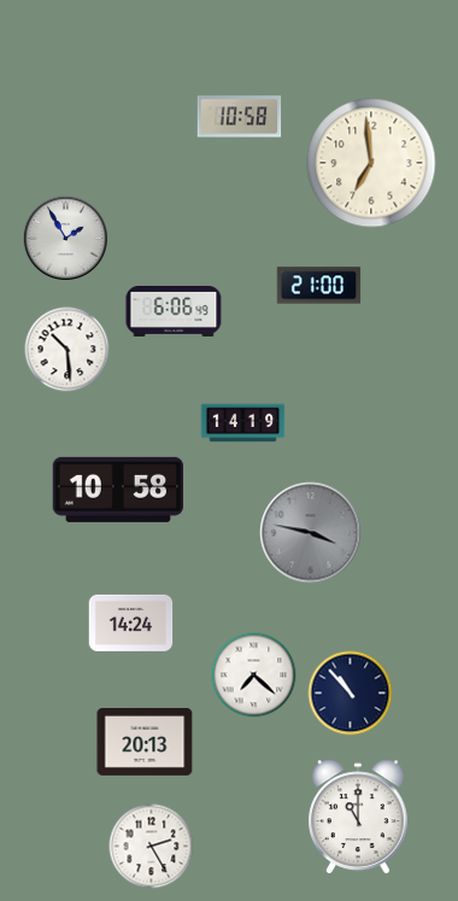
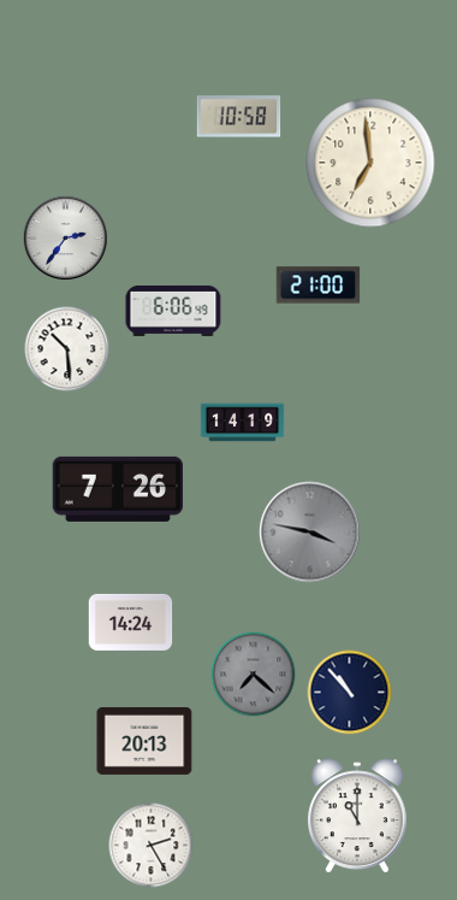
clock at (65, 238): 1:55 -> 2:36
clock at (117, 490): 10:58 -> 7:26
clock at (254, 675) dial: white -> grey
